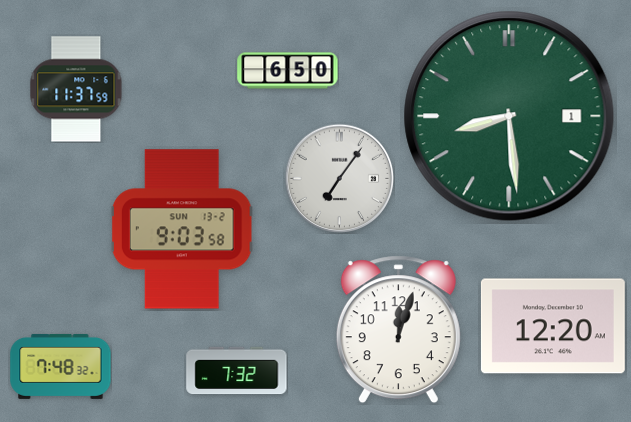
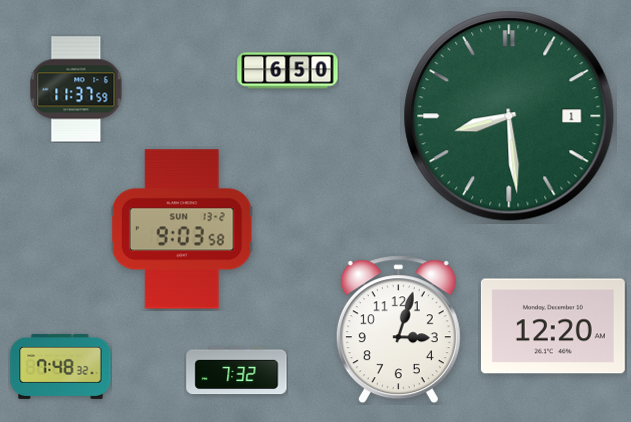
clock at (339, 178): 7:06 -> none
clock at (398, 330): 12:03 -> 3:03
